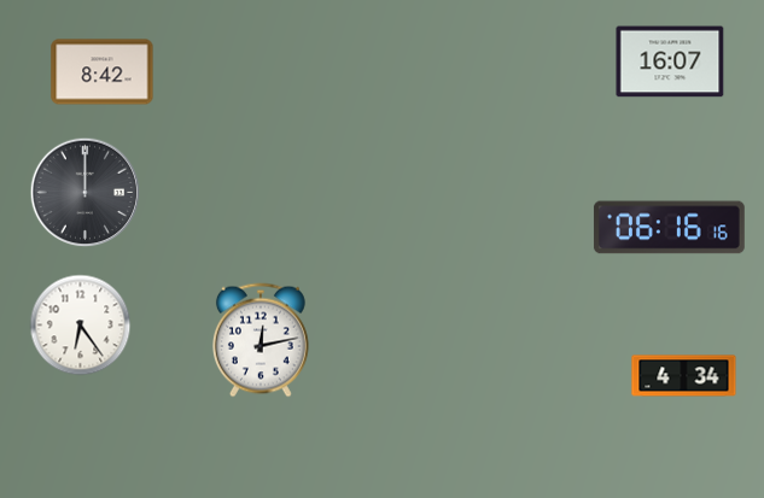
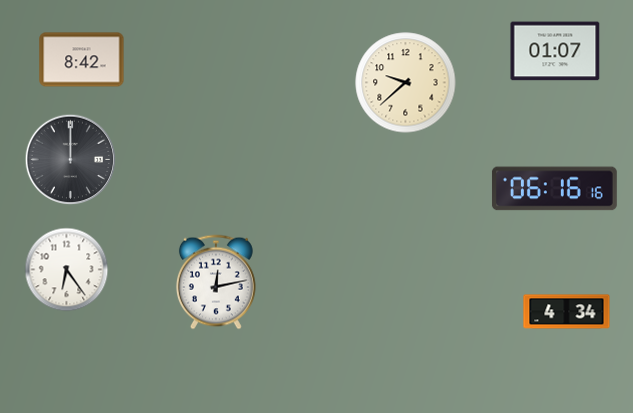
clock at (670, 61): 16:07 -> 01:07
clock at (103, 72) position: (103, 72) -> (82, 60)
clock at (406, 83): none -> 9:38
